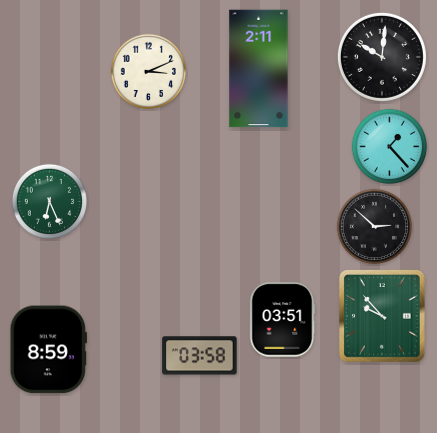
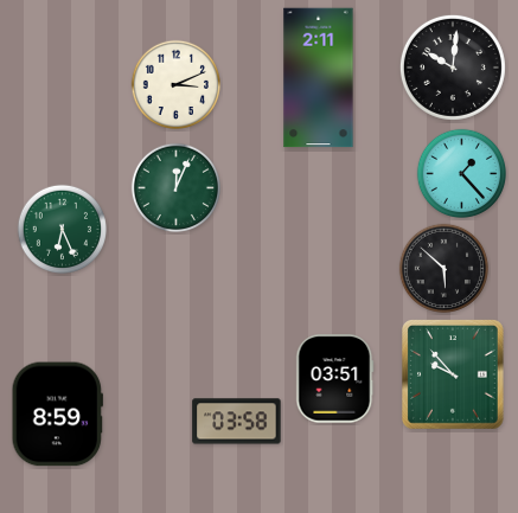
clock at (259, 69) position: (259, 69) -> (319, 78)
clock at (175, 187): none -> 12:04
clock at (49, 201) position: (49, 201) -> (62, 229)
clock at (374, 226): 2:52 -> 5:52
